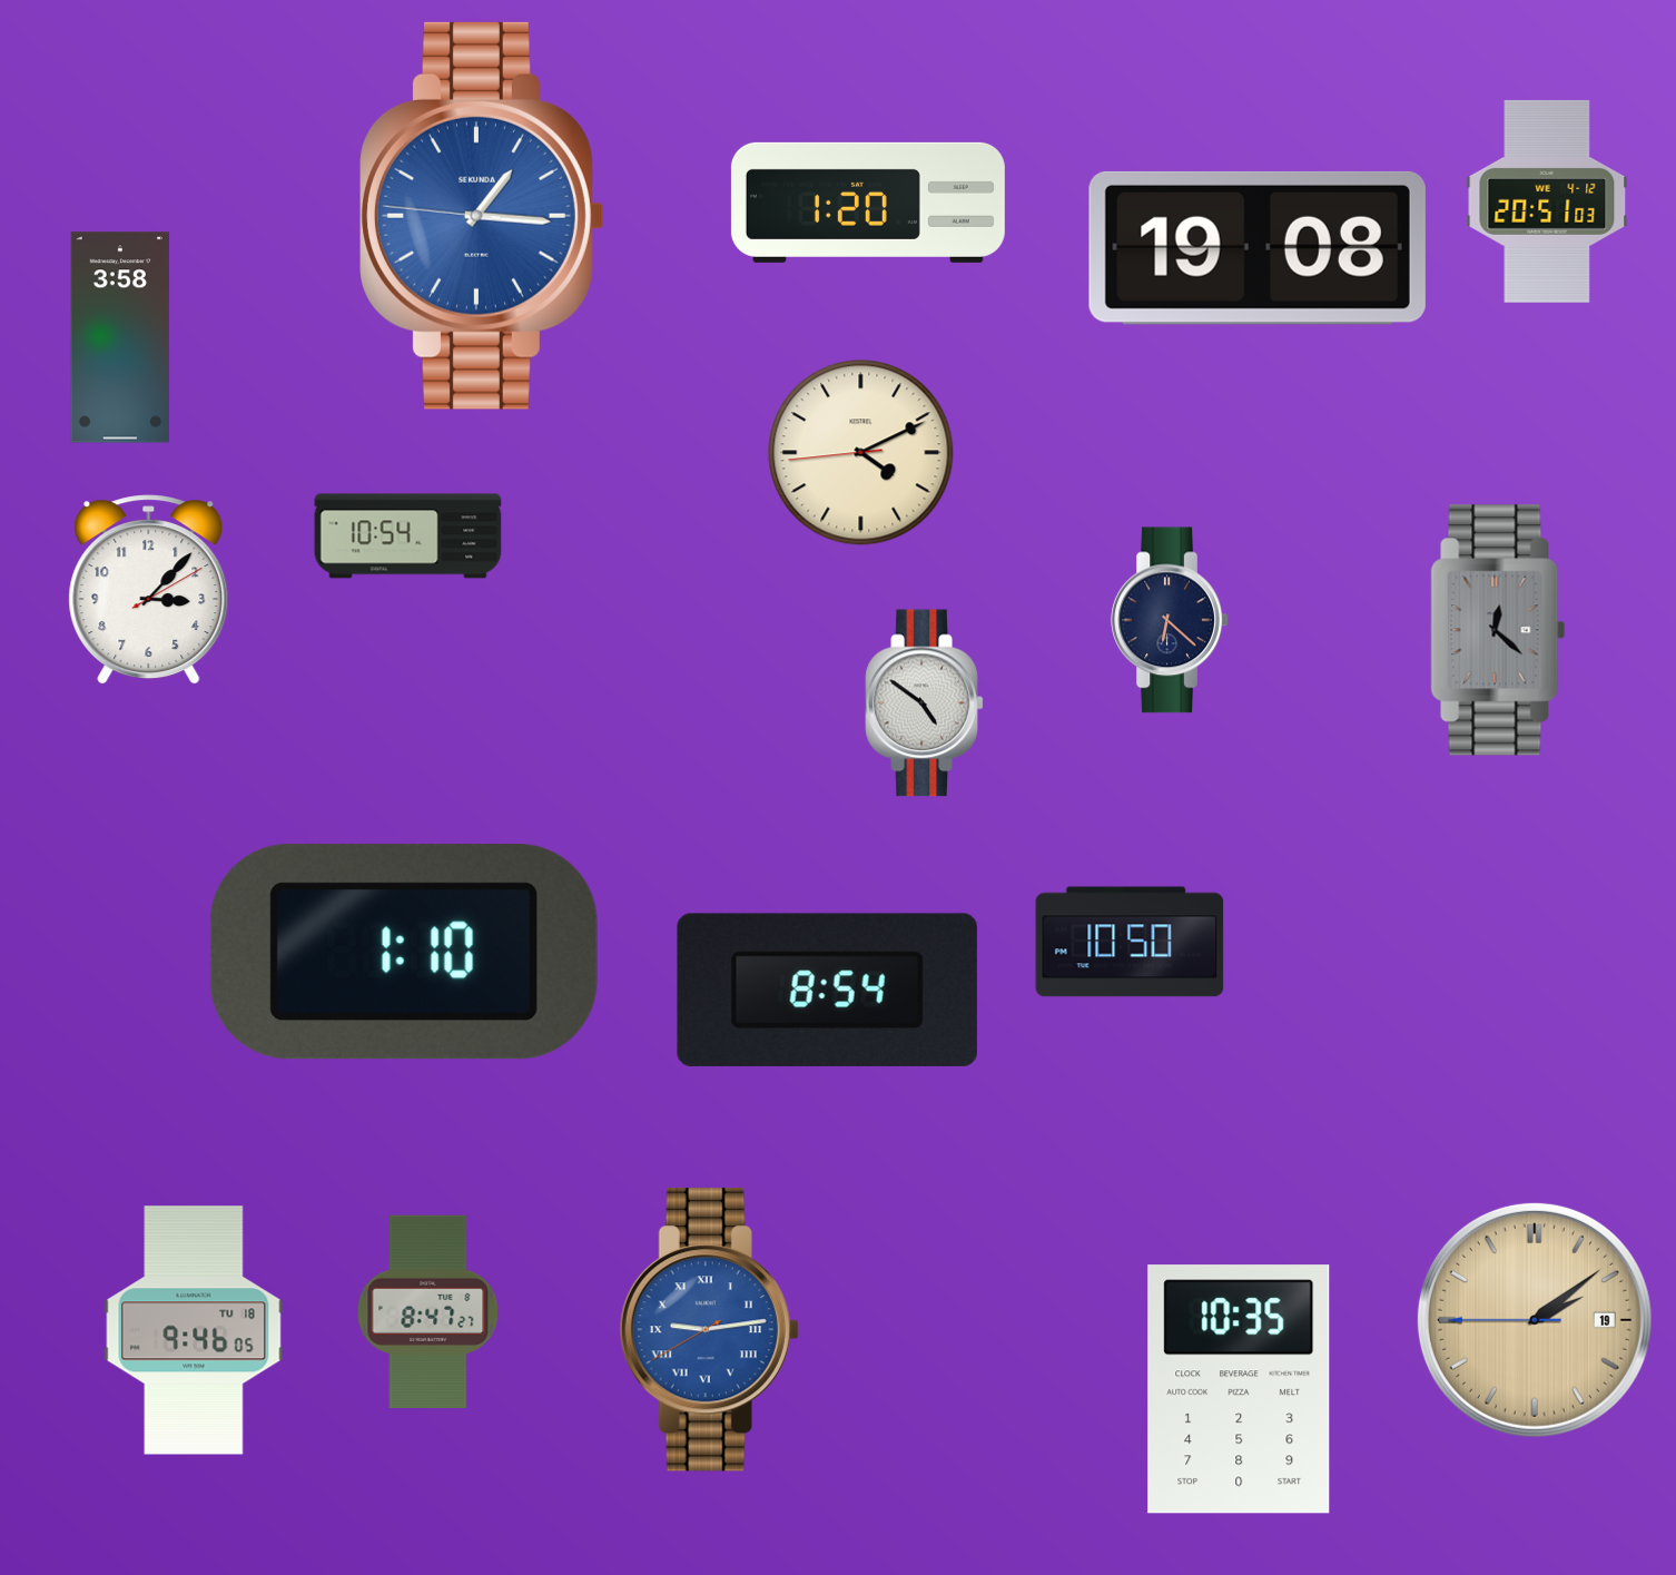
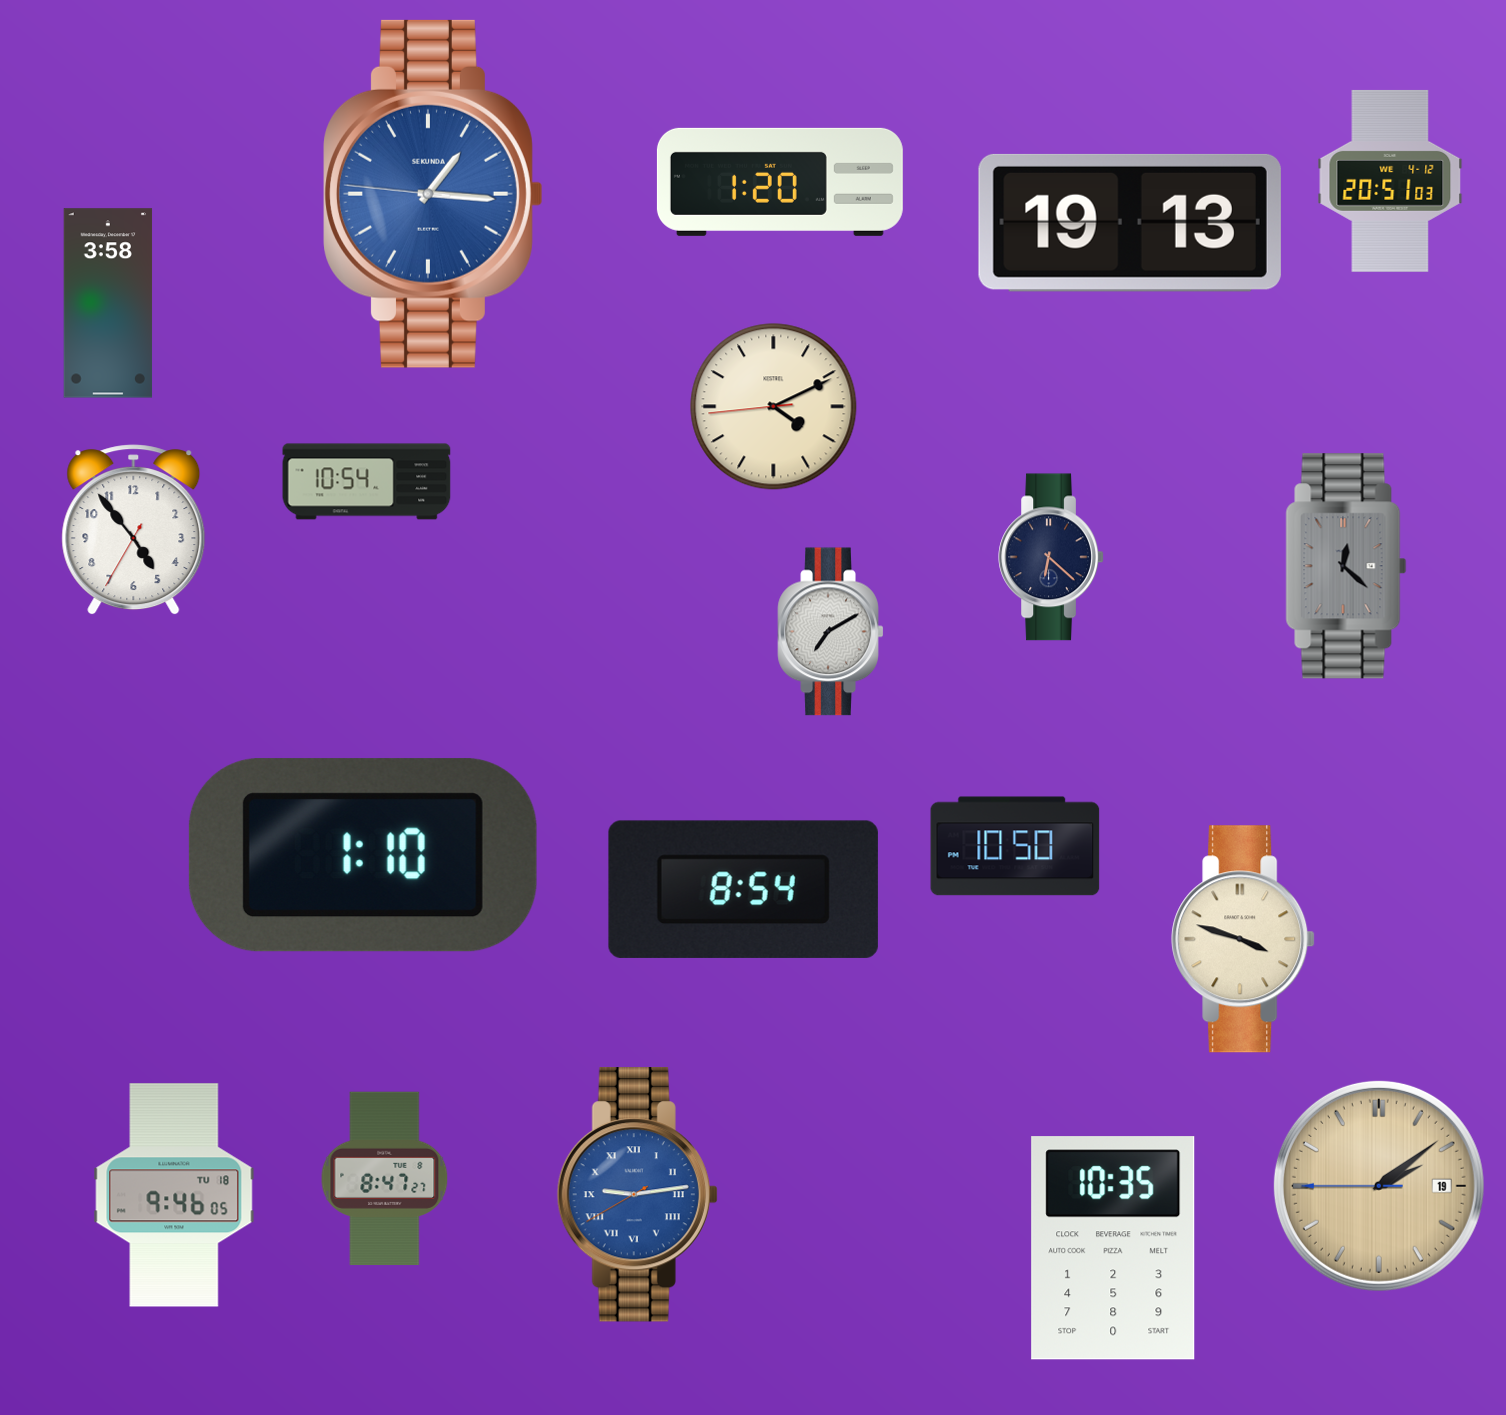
clock at (1258, 248): 19:08 -> 19:13
clock at (149, 590): 3:07 -> 4:53
clock at (925, 703): 4:51 -> 7:10
clock at (1243, 939): none -> 3:48
